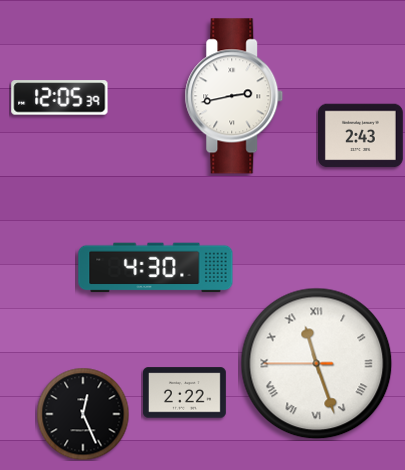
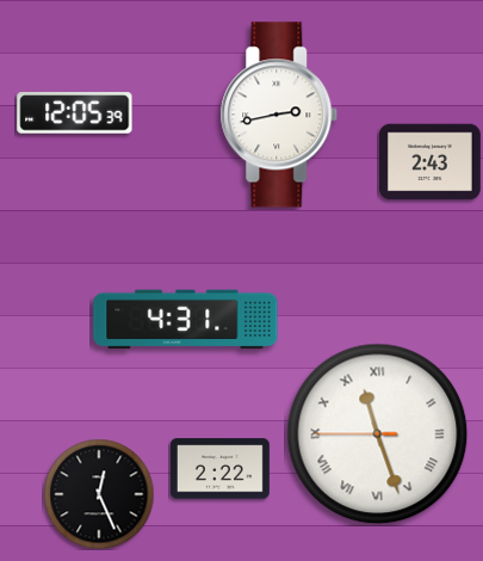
clock at (60, 98) position: (60, 98) -> (75, 113)
clock at (156, 268): 4:30 -> 4:31
